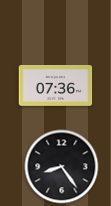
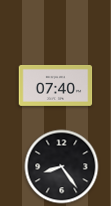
clock at (56, 85): 07:36 -> 07:40
